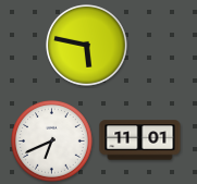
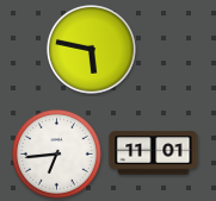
clock at (87, 46) position: (87, 46) -> (92, 50)
clock at (52, 142): 6:41 -> 6:44
